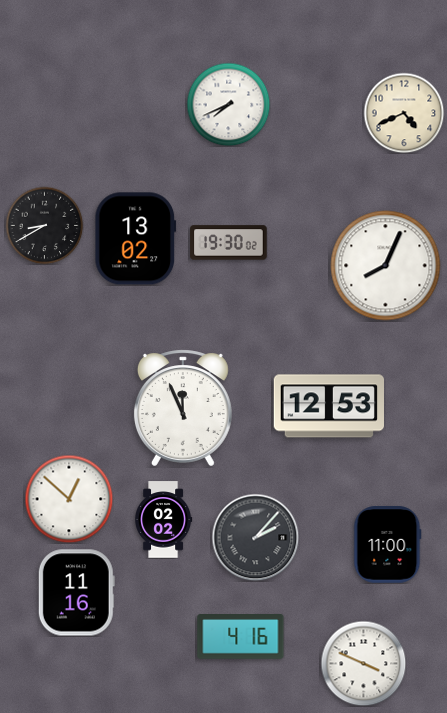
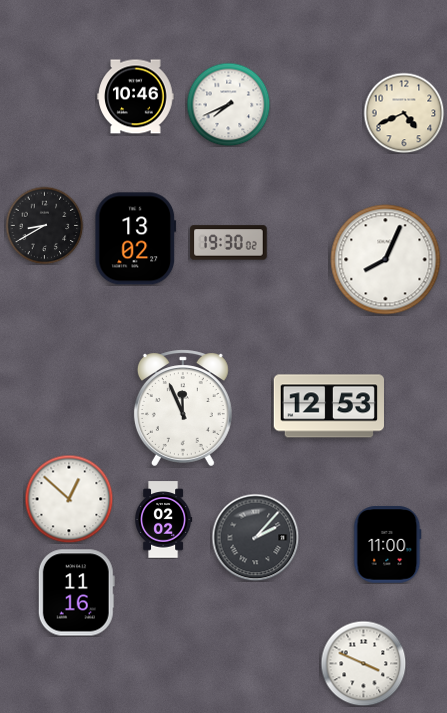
clock at (136, 97): none -> 10:46
clock at (386, 266) position: (386, 266) -> (386, 260)
clock at (241, 637): 4:16 -> none
